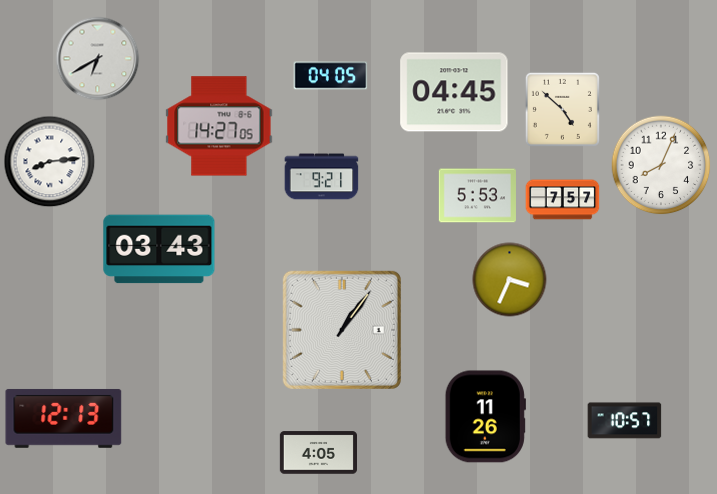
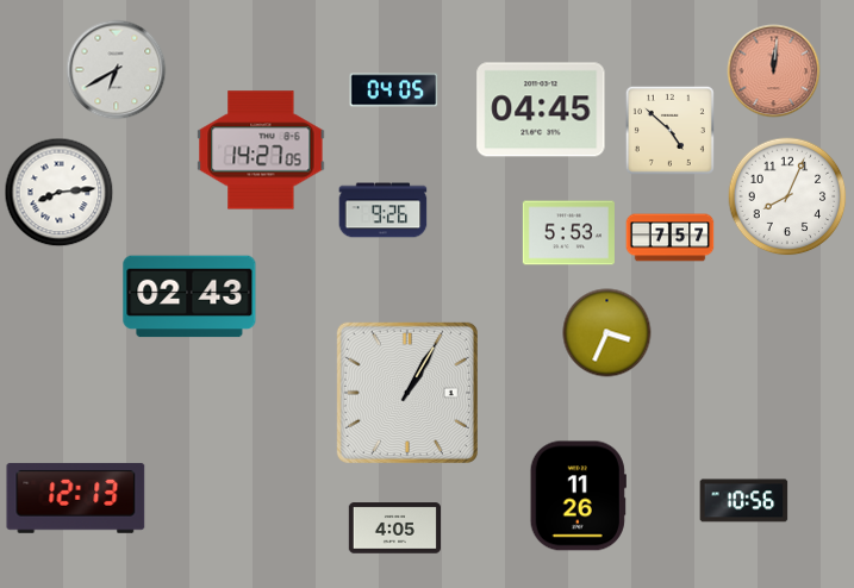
clock at (774, 71): none -> 12:01
clock at (322, 177): 9:21 -> 9:26
clock at (159, 249): 03:43 -> 02:43
clock at (342, 330): 1:06 -> 1:05
clock at (625, 421): 10:57 -> 10:56
clock at (318, 453) position: (318, 453) -> (394, 528)
